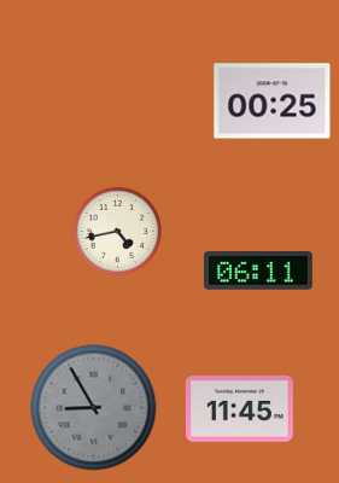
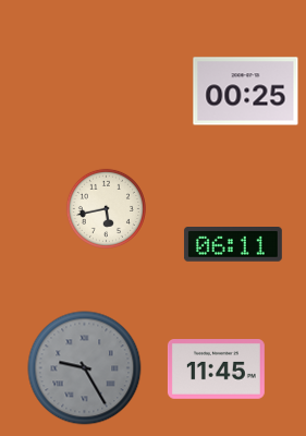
clock at (117, 231): 4:43 -> 5:43
clock at (94, 408): 8:55 -> 9:25
